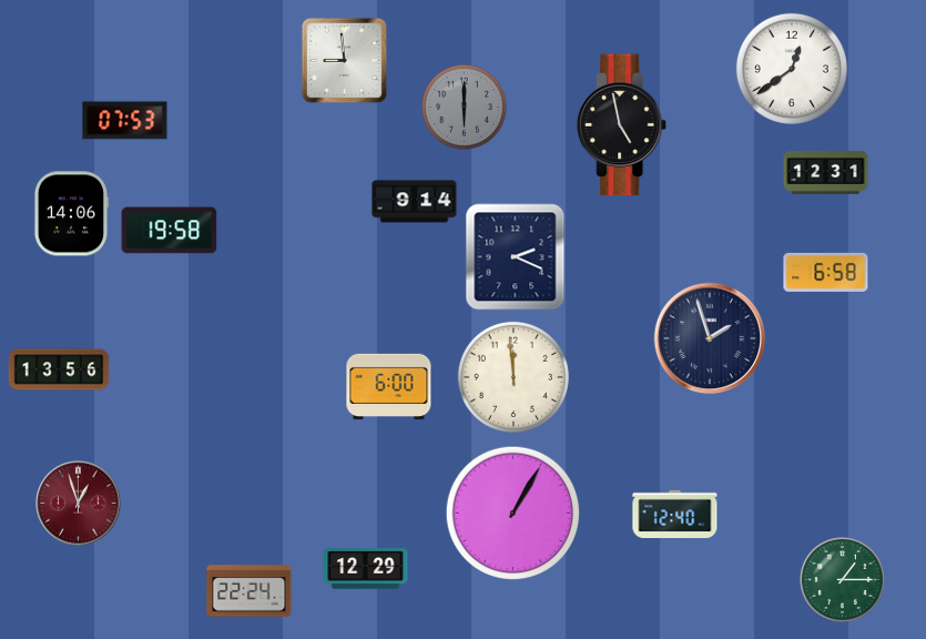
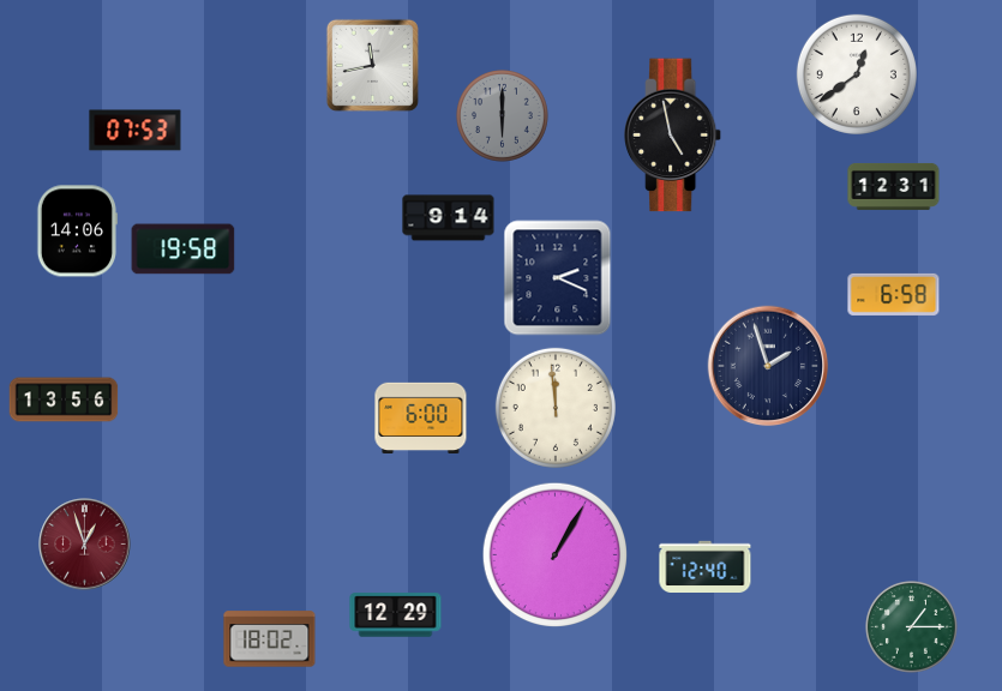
clock at (344, 60): 8:59 -> 11:43
clock at (675, 514) position: (675, 514) -> (706, 566)
clock at (250, 591): 22:24 -> 18:02
